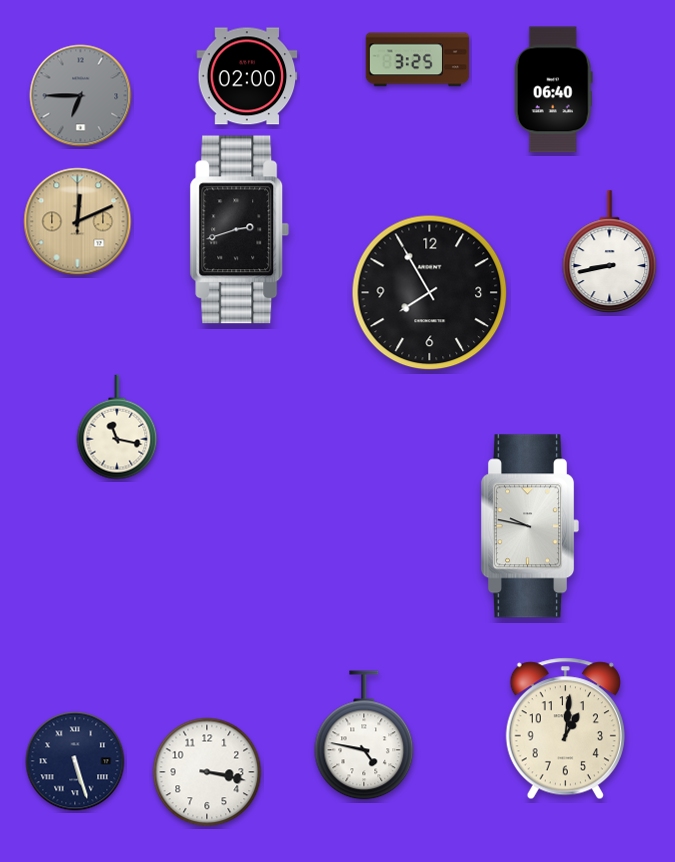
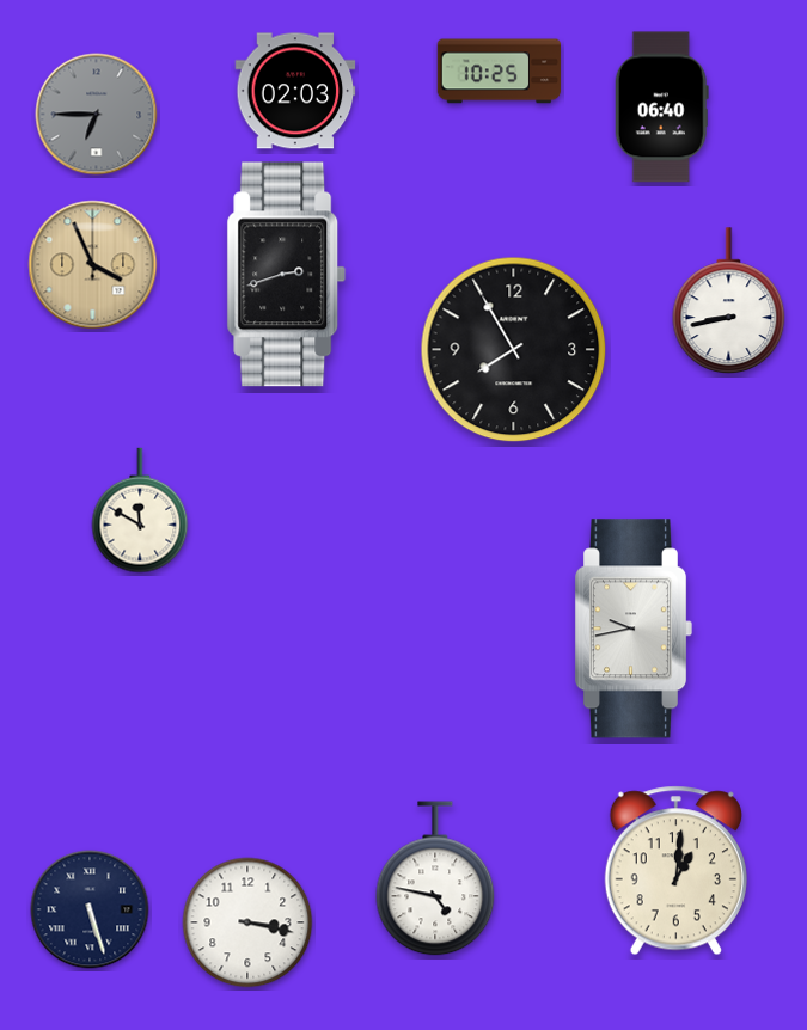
clock at (418, 60): 3:25 -> 10:25
clock at (247, 76): 02:00 -> 02:03
clock at (78, 222): 12:11 -> 3:56
clock at (117, 427): 11:17 -> 11:50
clock at (530, 526): 9:47 -> 9:43
